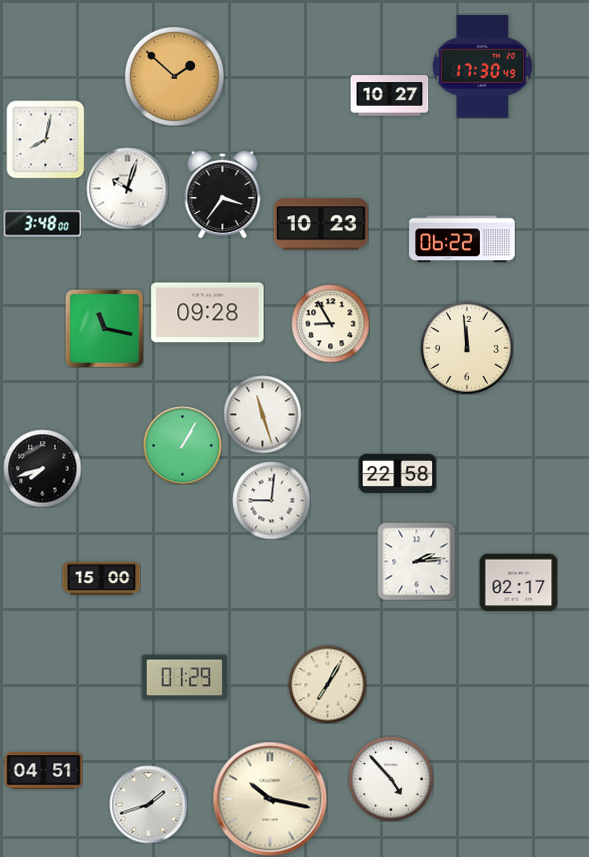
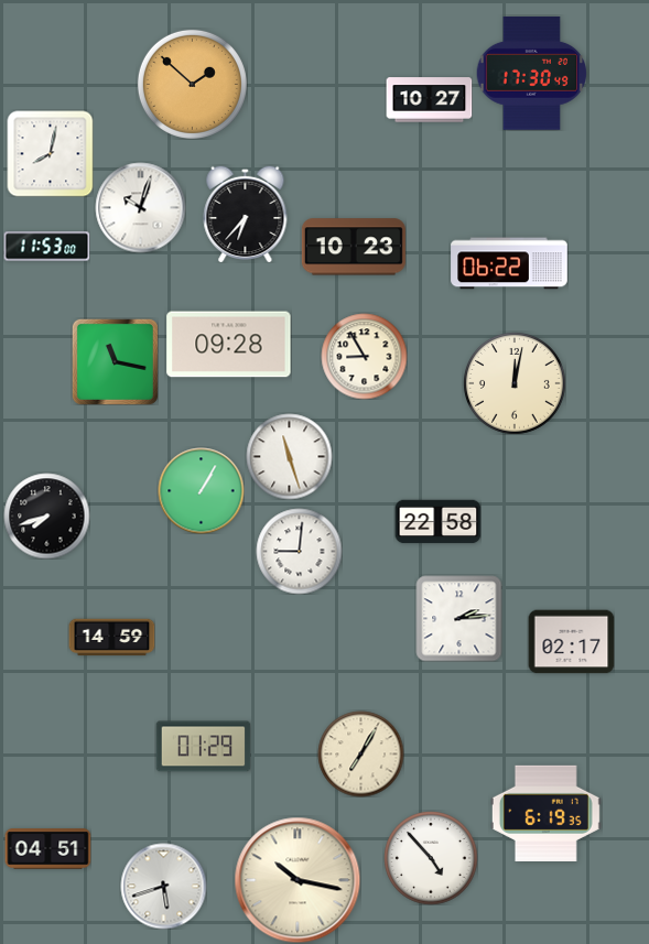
clock at (389, 96) position: (389, 96) -> (429, 100)
clock at (223, 194): 3:36 -> 6:37
clock at (42, 224): 3:48 -> 11:53
clock at (467, 348): 11:59 -> 12:02
clock at (101, 579): 15:00 -> 14:59
clock at (545, 813): none -> 6:19
clock at (148, 804): 1:42 -> 5:42
